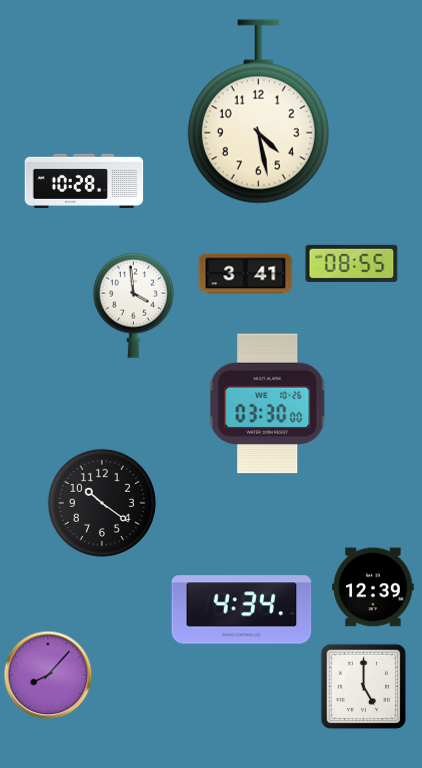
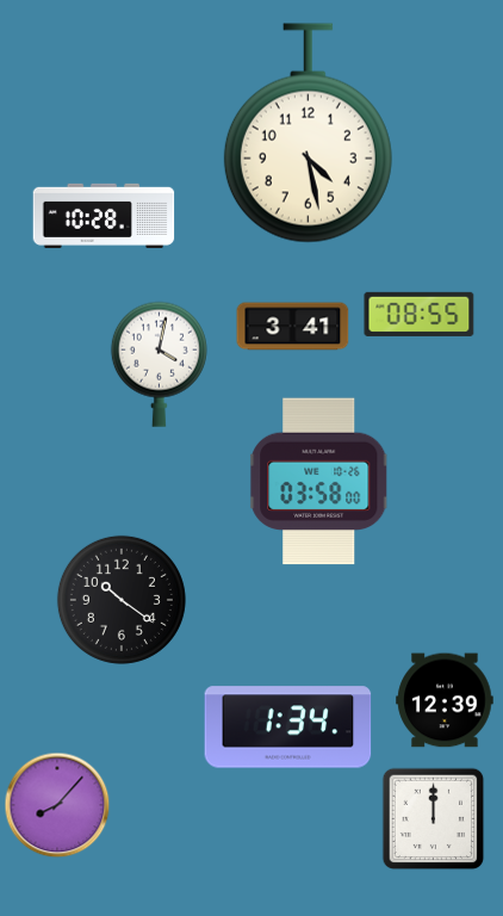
clock at (84, 181) position: (84, 181) -> (104, 216)
clock at (133, 305): 3:59 -> 4:02
clock at (268, 404): 03:30 -> 03:58
clock at (242, 610): 4:34 -> 1:34
clock at (364, 687): 5:00 -> 12:00
